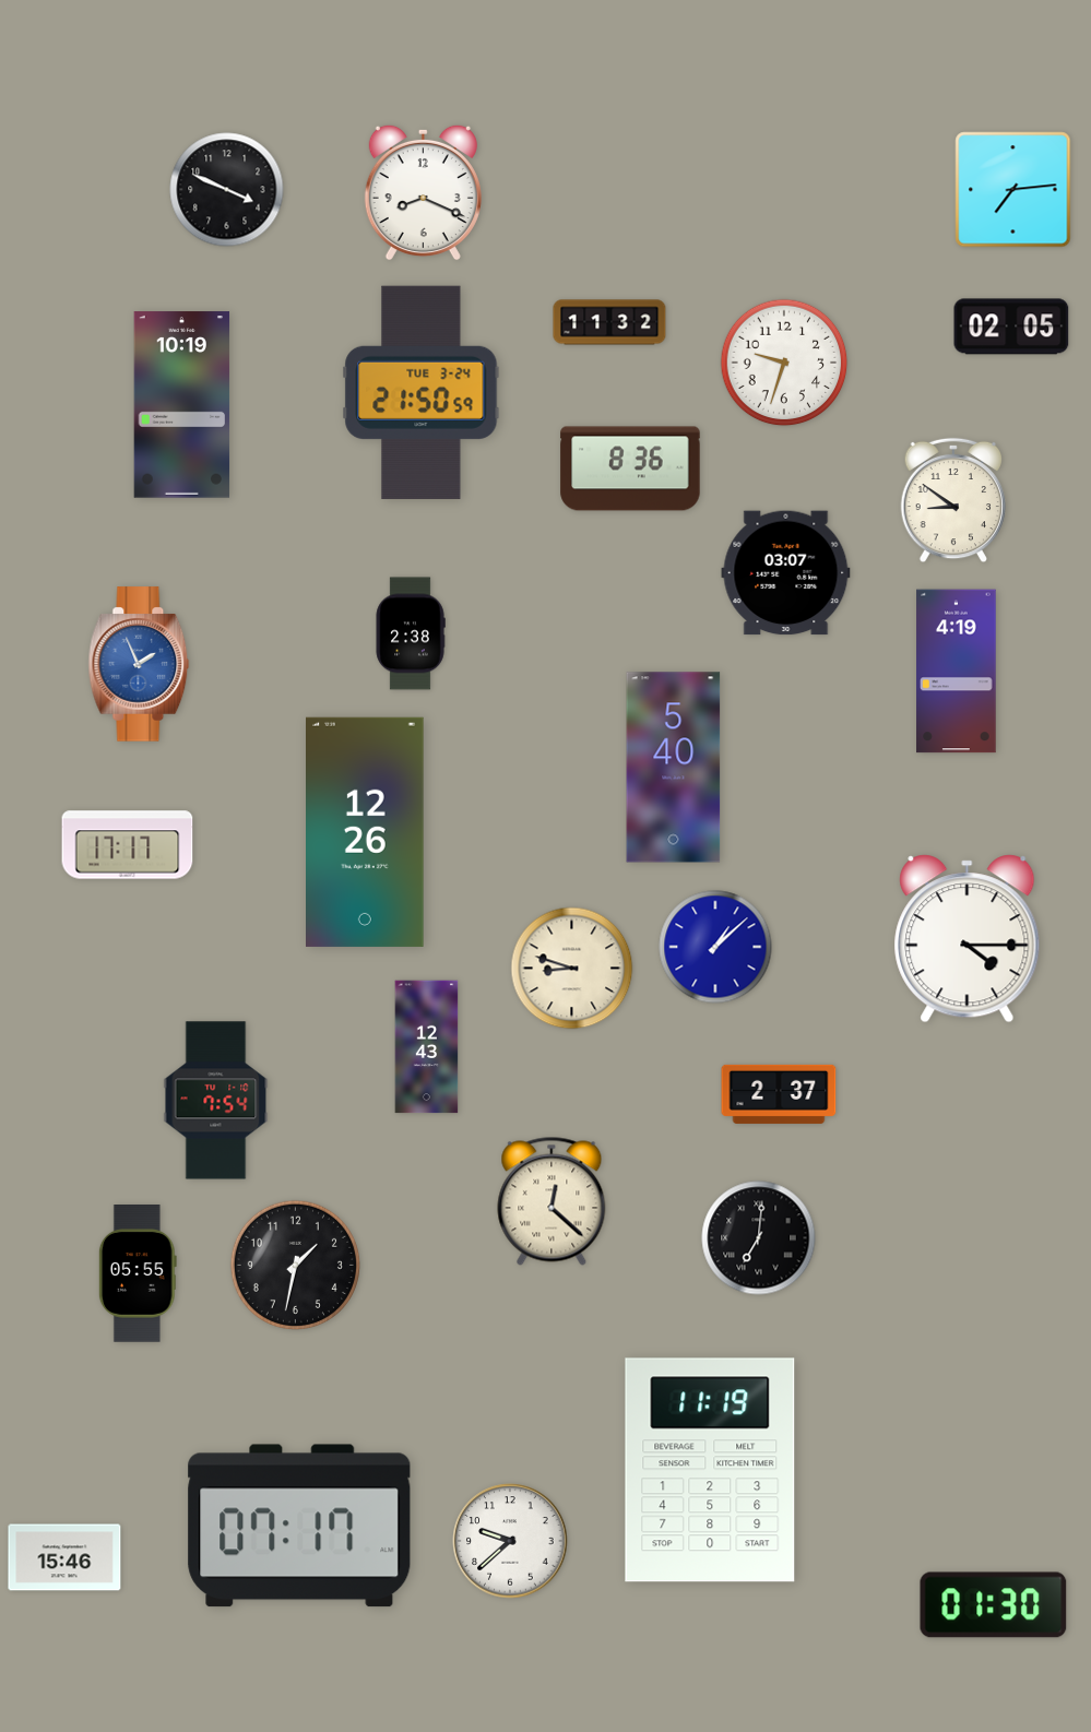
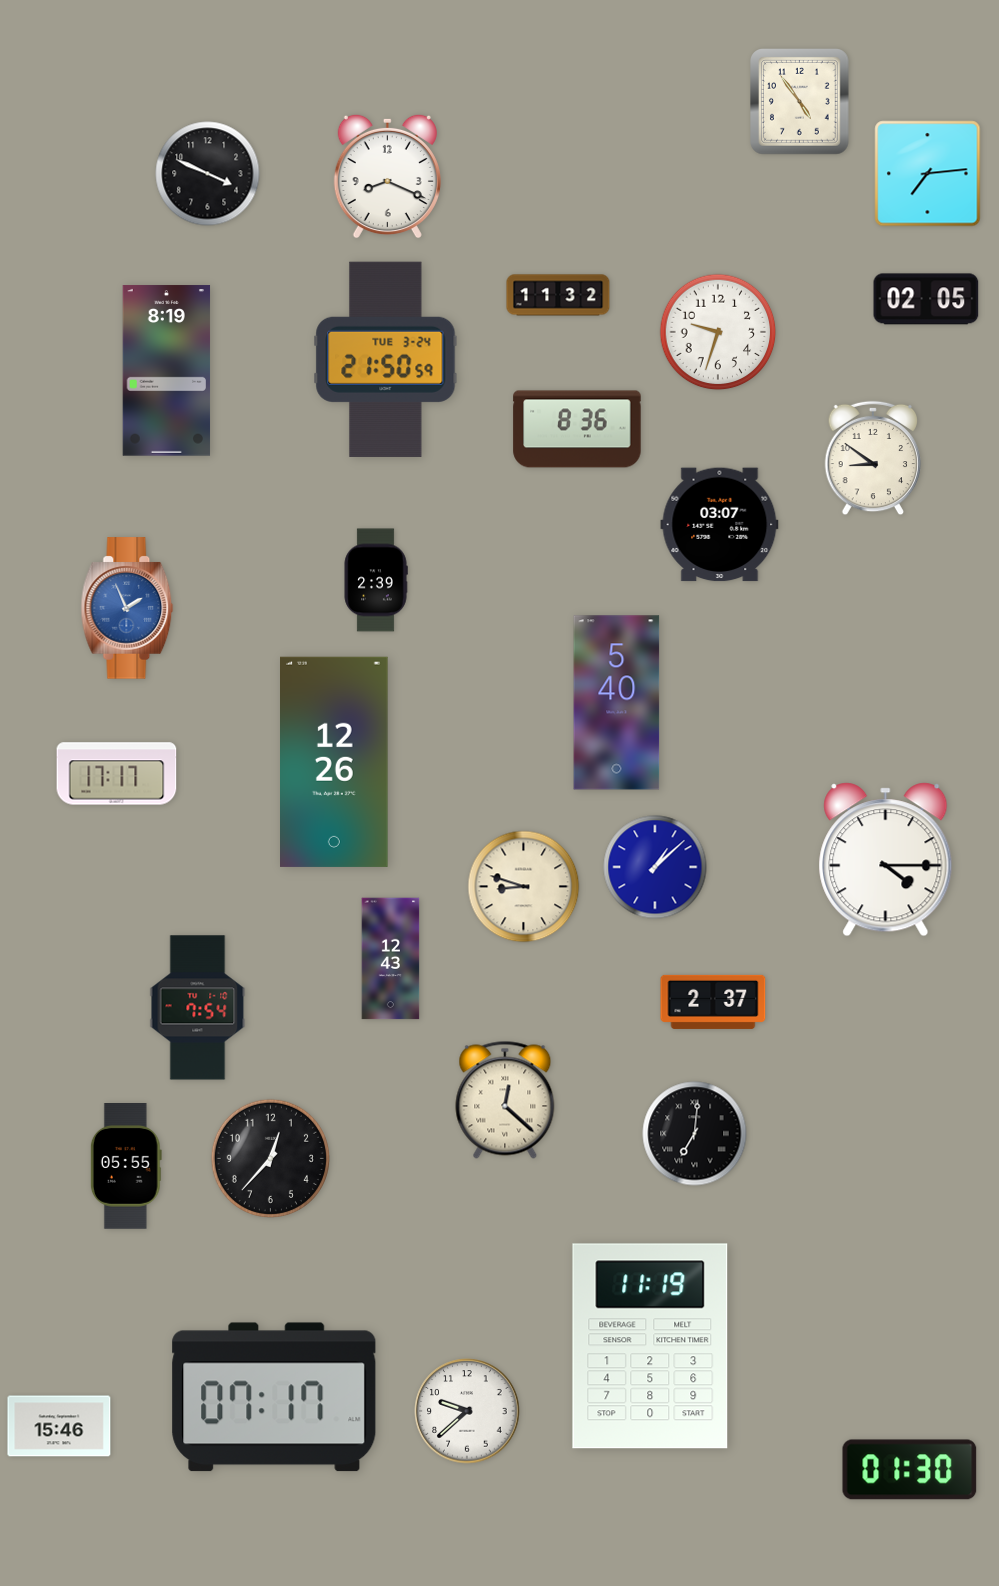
clock at (800, 102): none -> 4:54
clock at (182, 405): 10:19 -> 8:19
clock at (411, 633): 2:38 -> 2:39
clock at (957, 672): 4:19 -> none
clock at (295, 1265): 1:32 -> 12:37
